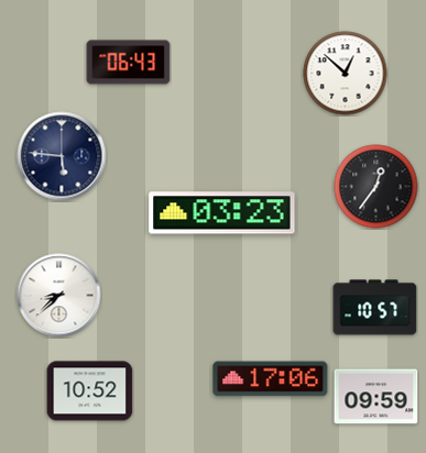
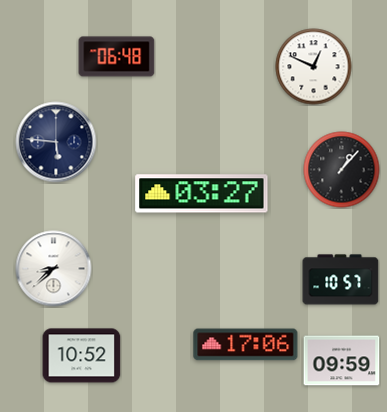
clock at (129, 63): 06:43 -> 06:48
clock at (346, 74): 12:52 -> 12:49
clock at (376, 187): 12:36 -> 1:07
clock at (222, 213): 03:23 -> 03:27
